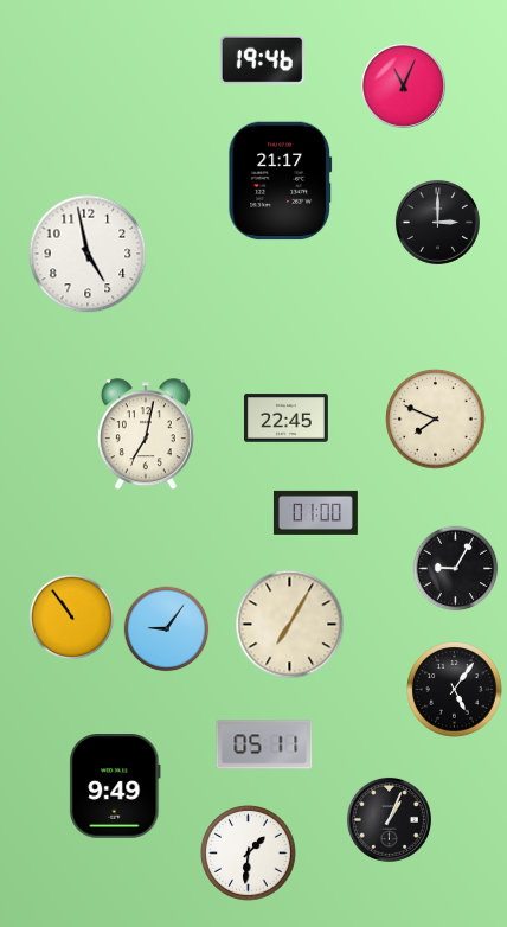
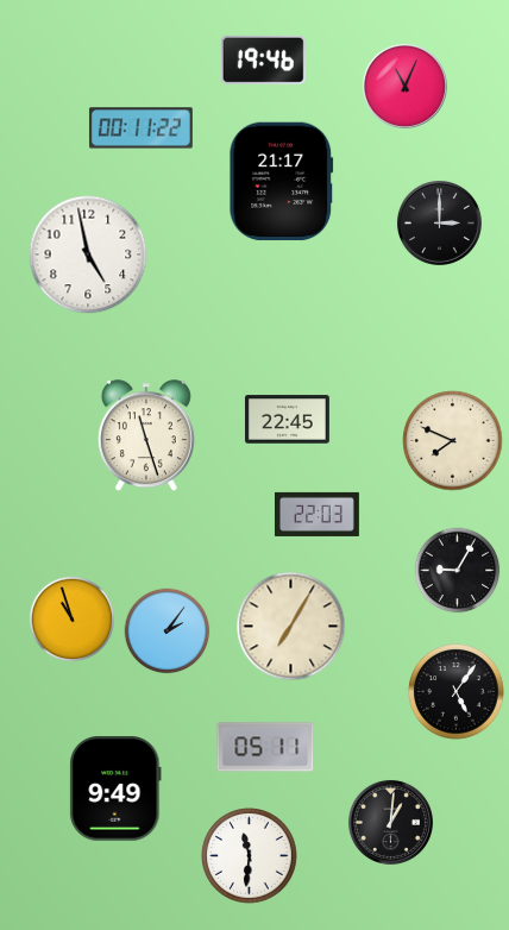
clock at (140, 128): none -> 00:11
clock at (436, 420) position: (436, 420) -> (453, 441)
clock at (146, 435): 7:02 -> 11:27
clock at (315, 512): 01:00 -> 22:03
clock at (72, 618): 10:54 -> 10:57
clock at (167, 629): 9:06 -> 2:06
clock at (389, 819): 1:04 -> 1:01
clock at (249, 854): 1:31 -> 11:31
